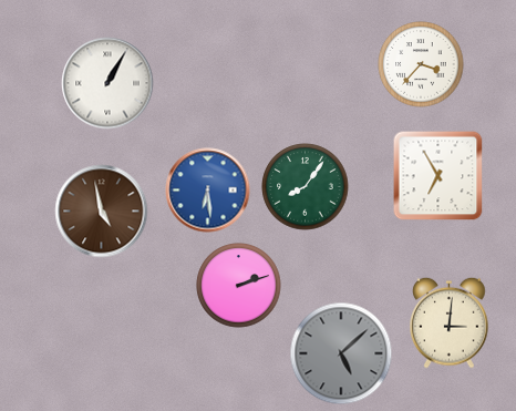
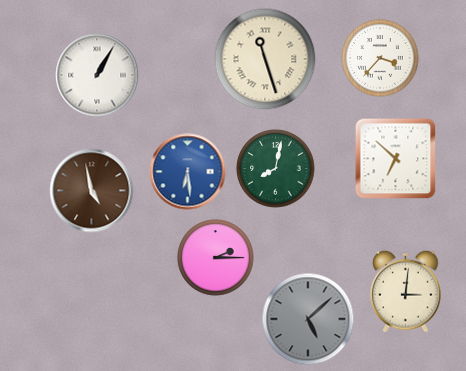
clock at (265, 59): none -> 11:27
clock at (438, 176): 6:55 -> 6:52
clock at (306, 187): 8:06 -> 8:02
clock at (239, 286): 2:12 -> 2:15
